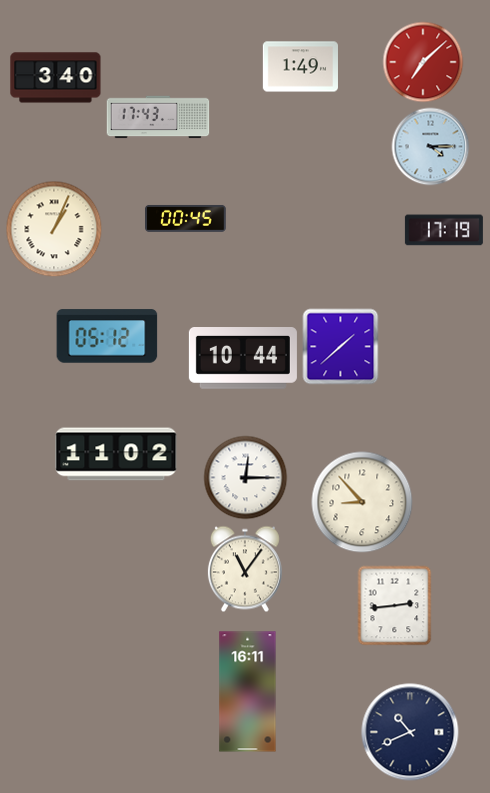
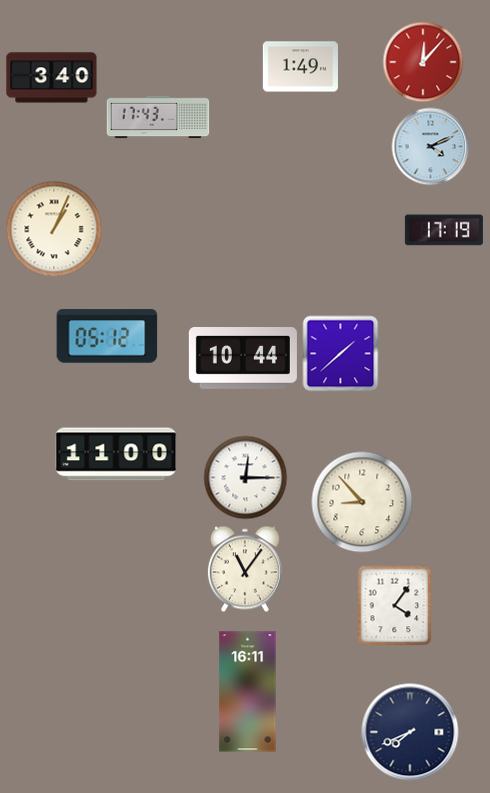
clock at (423, 62): 7:08 -> 12:07
clock at (56, 78) position: (56, 78) -> (52, 78)
clock at (431, 147): 4:15 -> 4:11
clock at (186, 218): 00:45 -> none
clock at (341, 347) position: (341, 347) -> (341, 354)
clock at (116, 454): 11:02 -> 11:00
clock at (395, 606): 2:44 -> 4:06
clock at (410, 732): 10:41 -> 7:41
